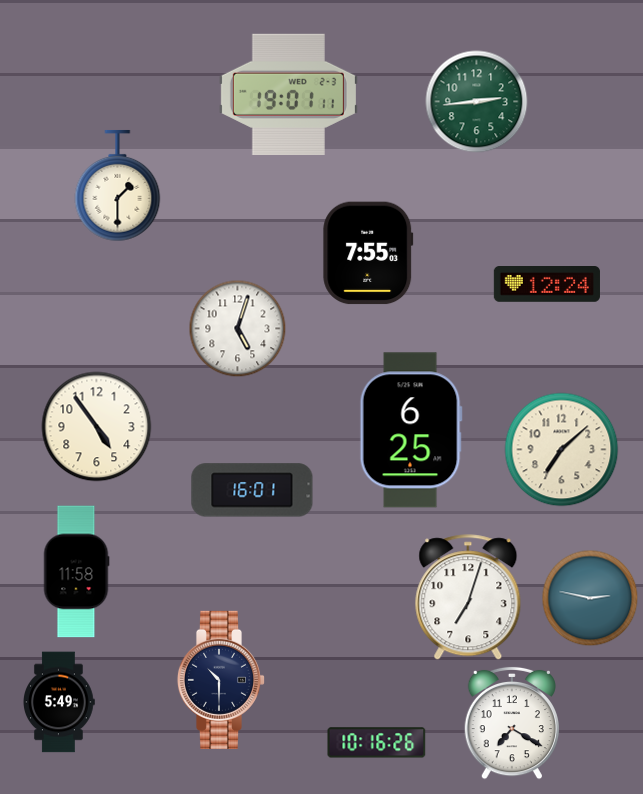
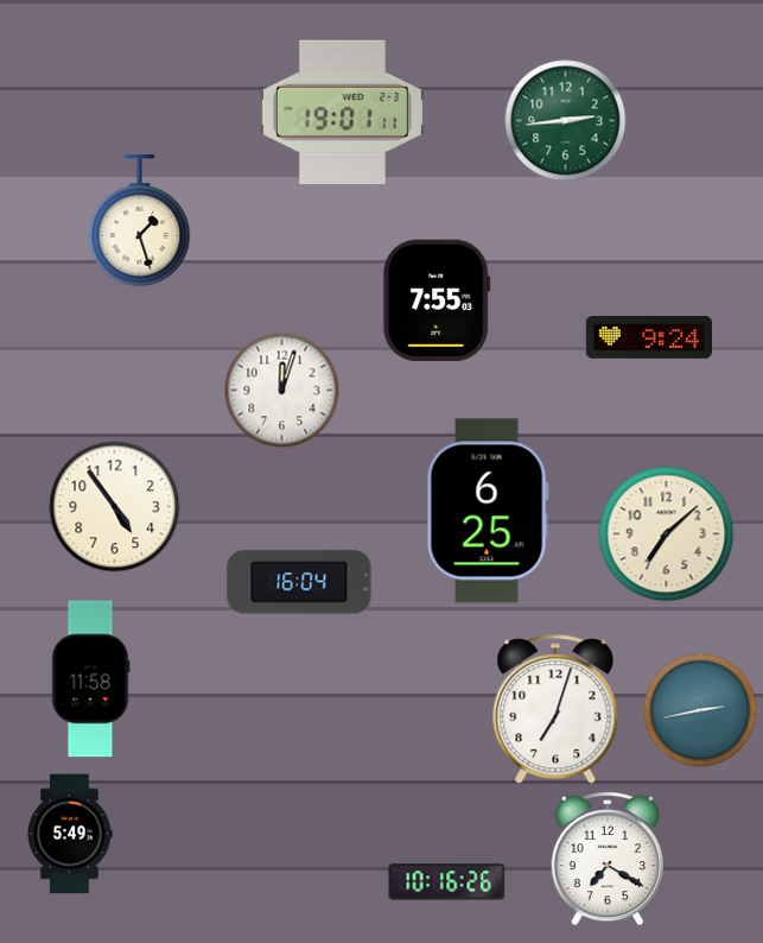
clock at (118, 186): 1:30 -> 1:27
clock at (547, 284): 12:24 -> 9:24
clock at (238, 329): 5:03 -> 12:03
clock at (252, 490): 16:01 -> 16:04
clock at (590, 598): 2:47 -> 2:43
clock at (220, 680): 10:30 -> none
